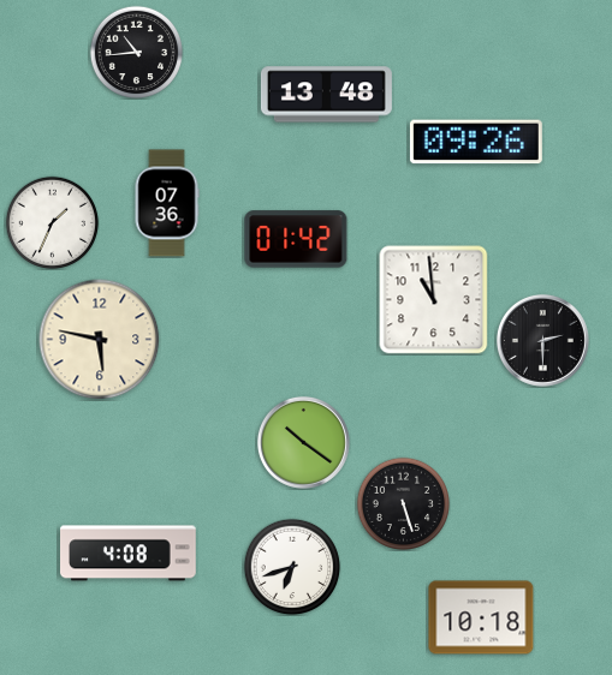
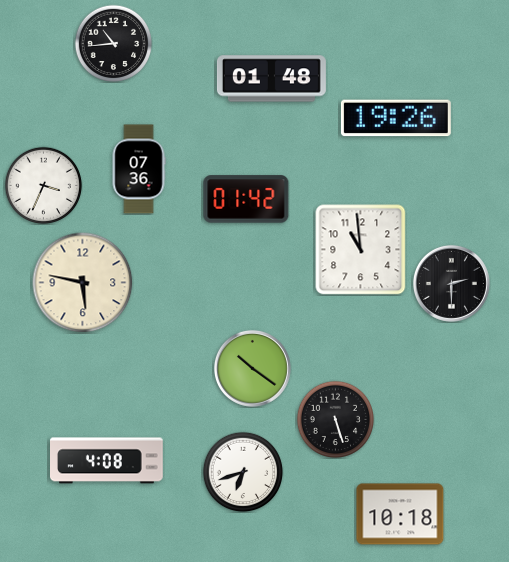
clock at (326, 95): 13:48 -> 01:48
clock at (476, 142): 09:26 -> 19:26
clock at (52, 222): 1:34 -> 3:34
